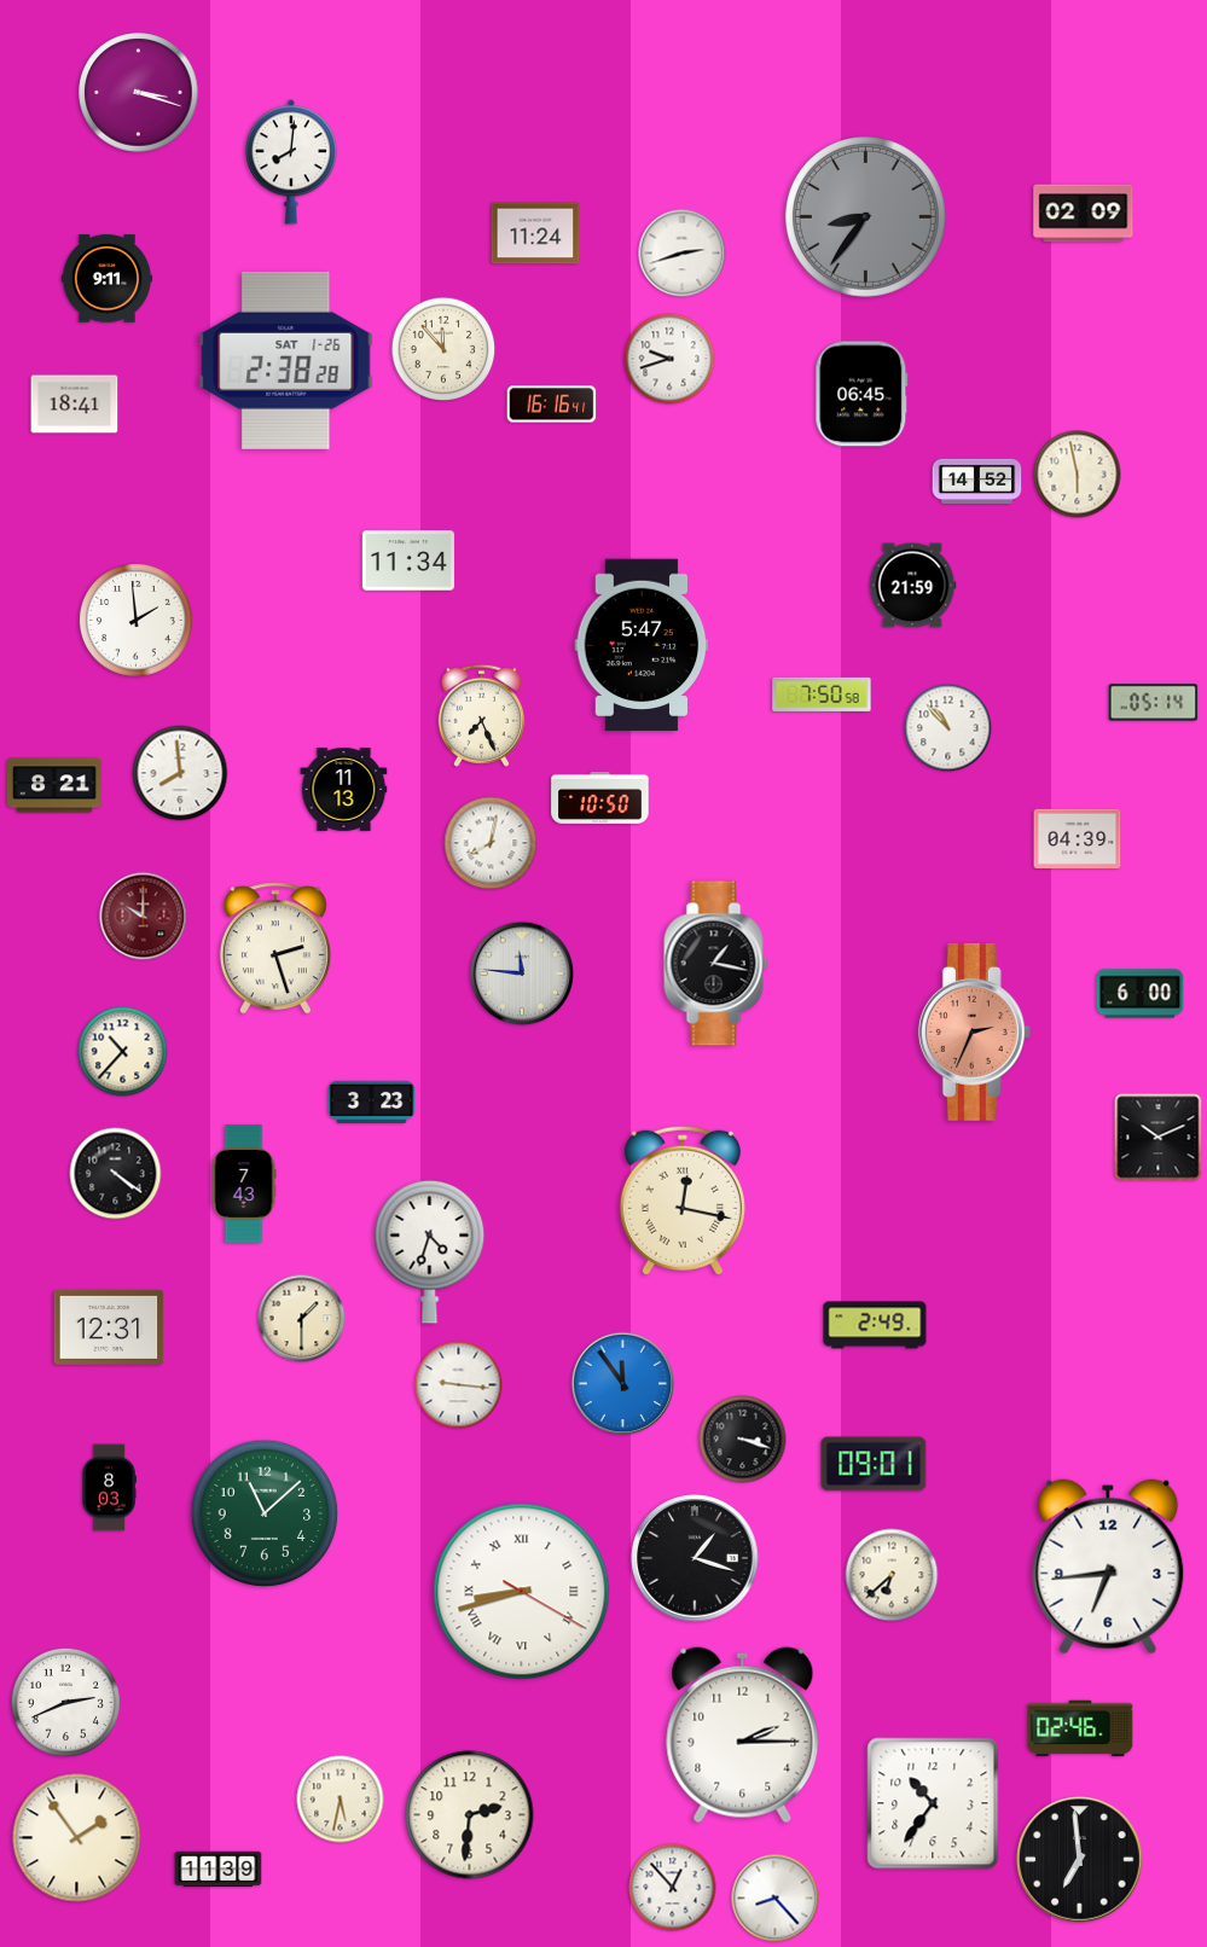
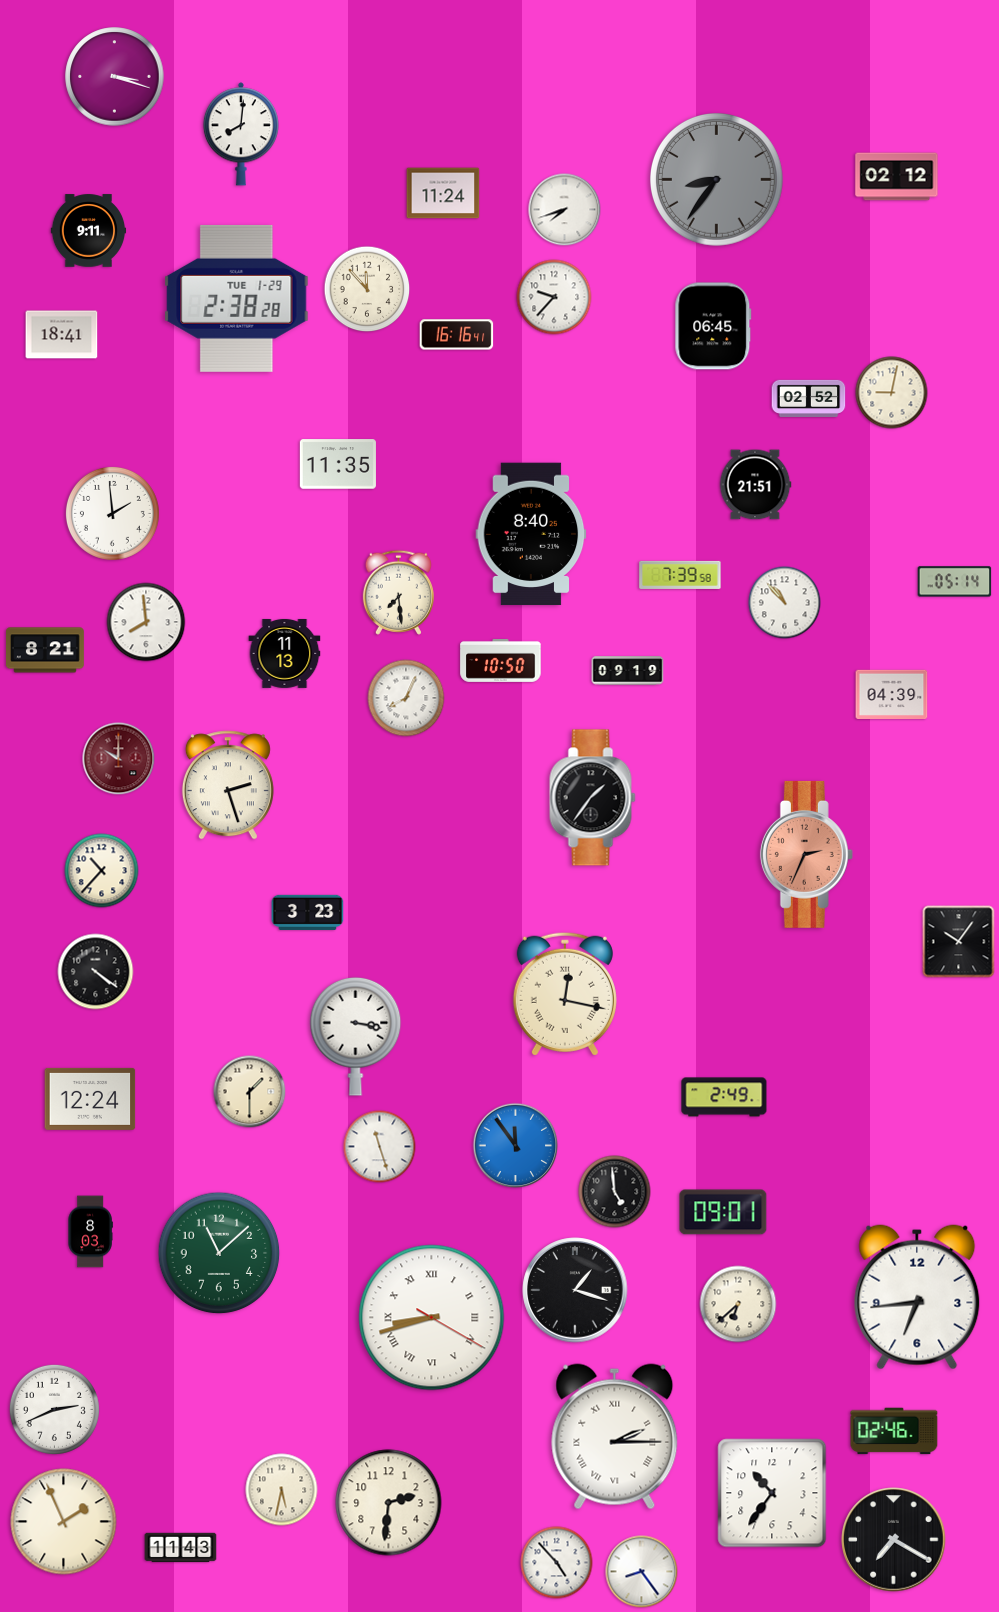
clock at (1084, 214): 02:09 -> 02:12
clock at (683, 254): 2:42 -> 7:42
clock at (669, 359): 9:42 -> 9:37
clock at (286, 360) date: SAT 1-26 -> TUE 1-29
clock at (1078, 475): 5:58 -> 9:02
clock at (977, 481): 14:52 -> 02:52
clock at (408, 560): 11:34 -> 11:35
clock at (912, 586): 21:59 -> 21:51
clock at (642, 645): 5:47 -> 8:40
clock at (822, 694): 7:50 -> 7:39
clock at (481, 715): 7:26 -> 7:29
clock at (180, 773) position: (180, 773) -> (146, 622)
clock at (600, 797) position: (600, 797) -> (501, 660)
clock at (628, 671): none -> 09:19
clock at (491, 843): 8:02 -> 8:04
clock at (716, 964): 1:17 -> 1:36
clock at (522, 973): 11:46 -> none
clock at (1141, 994): 6:00 -> none
clock at (1159, 1138): 10:11 -> 10:06
clock at (244, 1184): 7:43 -> none
clock at (430, 1251): 4:33 -> 3:17
clock at (109, 1327): 12:31 -> 12:24
clock at (459, 1385): 9:16 -> 11:27
clock at (743, 1440): 3:18 -> 4:59
clock at (743, 1736) numerals: Arabic -> Roman
clock at (77, 1838): 1:54 -> 1:56
clock at (1080, 1860): 6:59 -> 7:20
clock at (219, 1870): 11:39 -> 11:43
clock at (673, 1888): 12:53 -> 4:53
clock at (776, 1899): 8:23 -> 8:24
